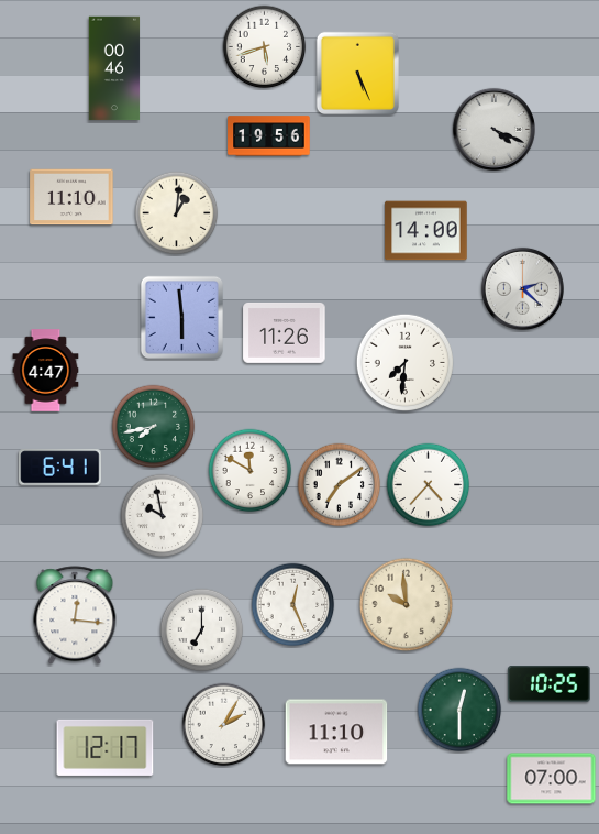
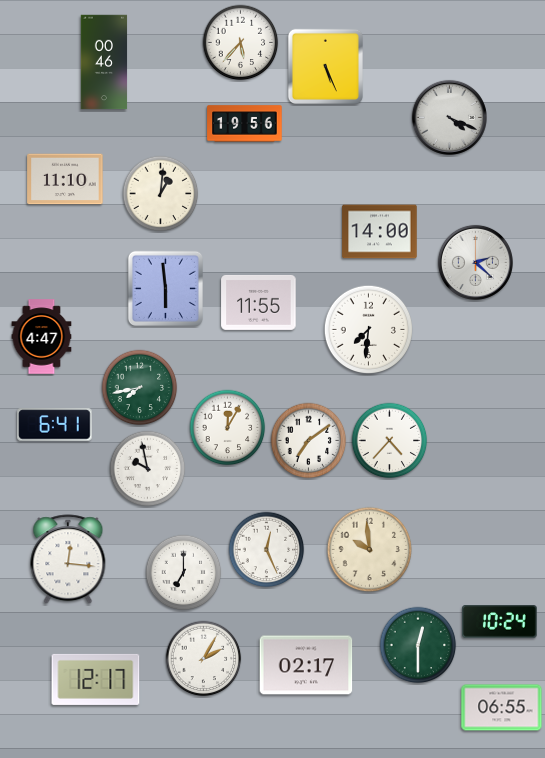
clock at (265, 47): 5:42 -> 5:37
clock at (426, 231) position: (426, 231) -> (380, 232)
clock at (285, 332): 11:26 -> 11:55
clock at (251, 471): 11:50 -> 12:05
clock at (550, 684): 10:25 -> 10:24
clock at (336, 732): 11:10 -> 02:17
clock at (552, 779): 07:00 -> 06:55
